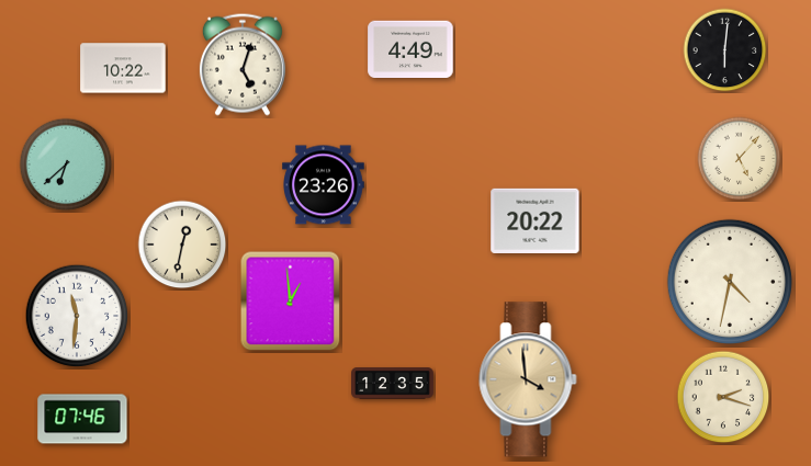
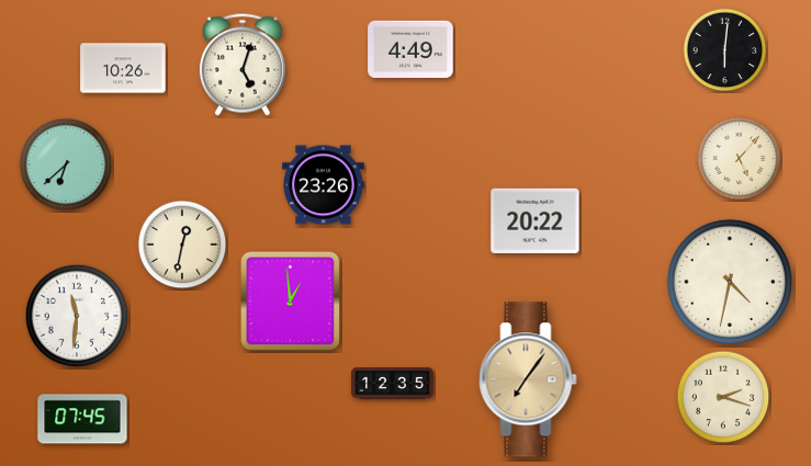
clock at (123, 68): 10:22 -> 10:26
clock at (528, 379): 3:59 -> 7:06
clock at (82, 419): 07:46 -> 07:45
